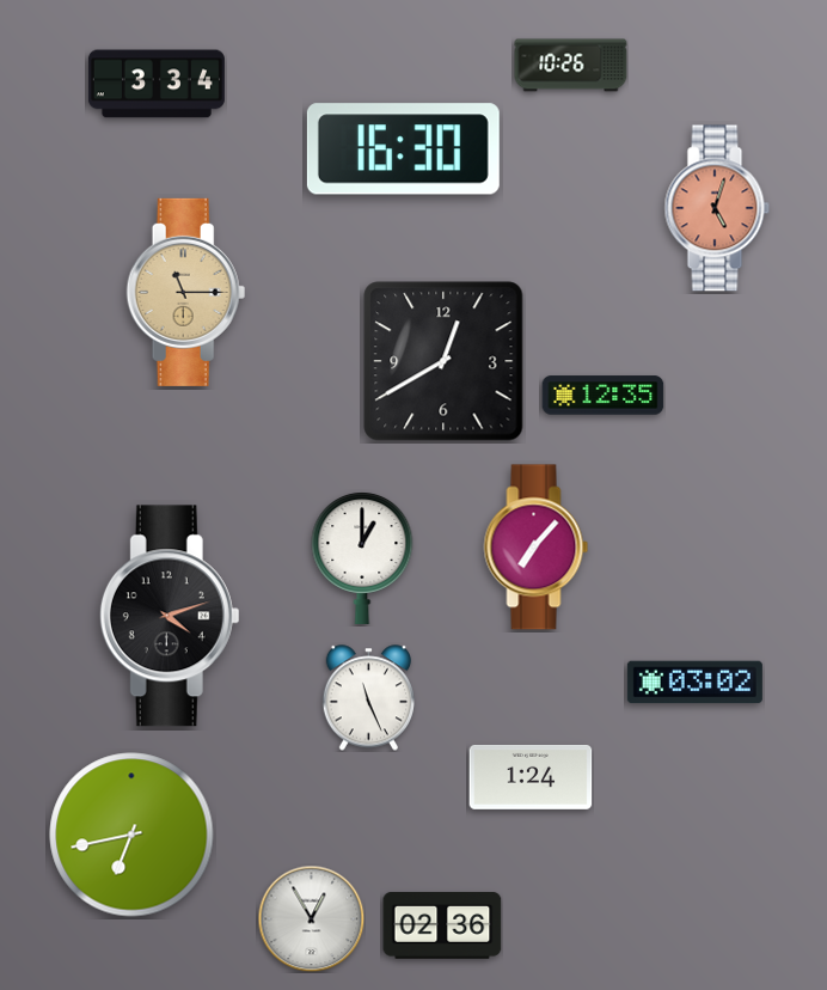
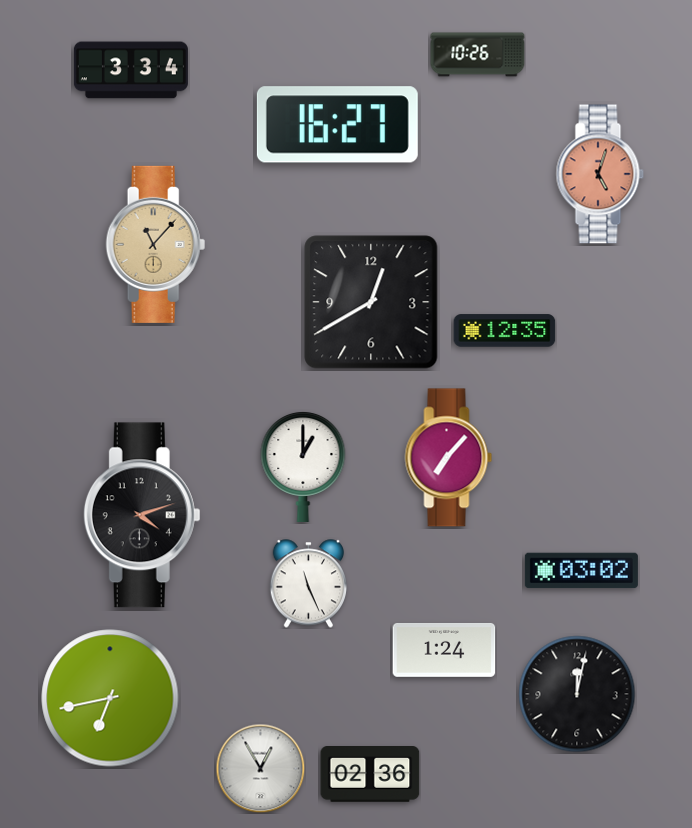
clock at (403, 149): 16:30 -> 16:27
clock at (186, 292): 11:15 -> 11:07
clock at (577, 694): none -> 12:02
